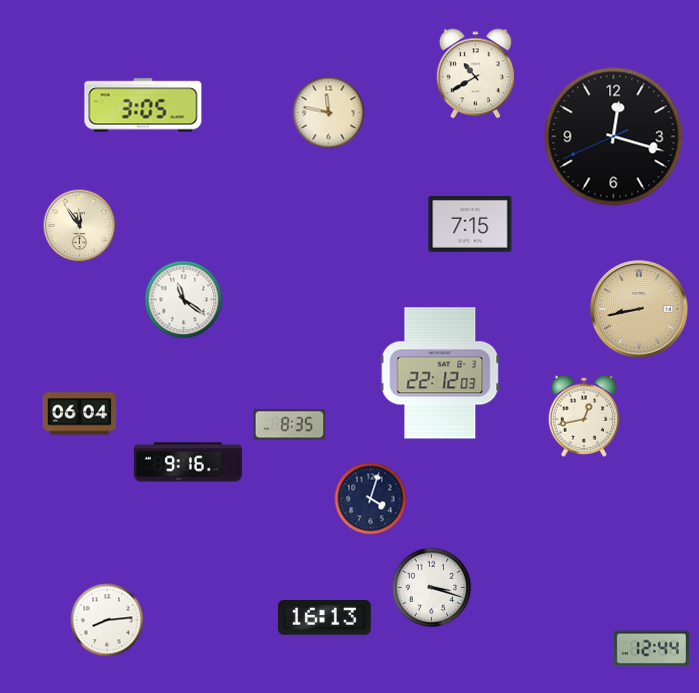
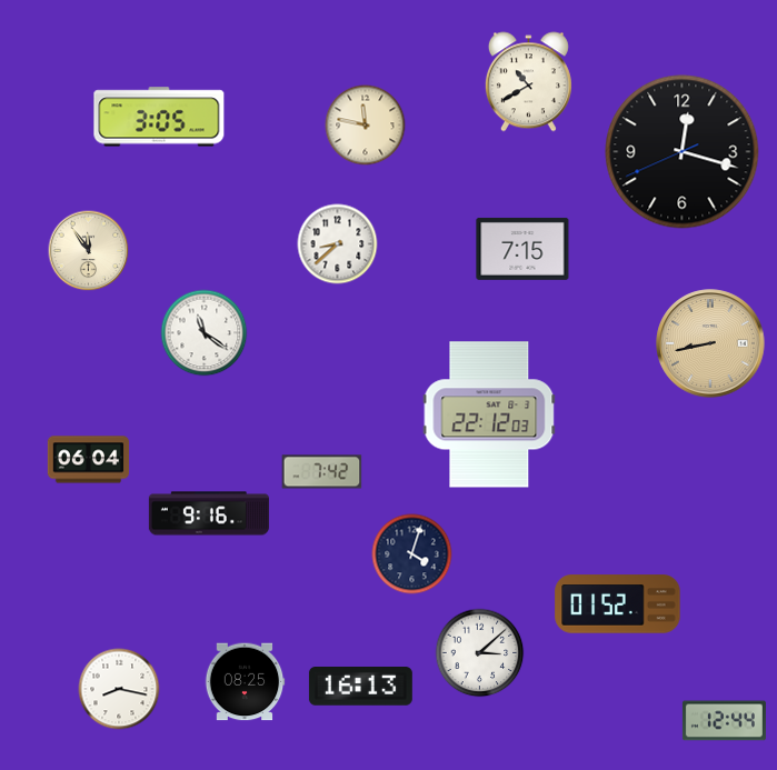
clock at (338, 244): none -> 8:38
clock at (584, 416): 12:43 -> none
clock at (290, 425): 8:35 -> 7:42
clock at (618, 604): none -> 01:52
clock at (432, 588): 3:18 -> 3:08
clock at (245, 682): none -> 08:25
clock at (107, 620): 8:14 -> 8:17
